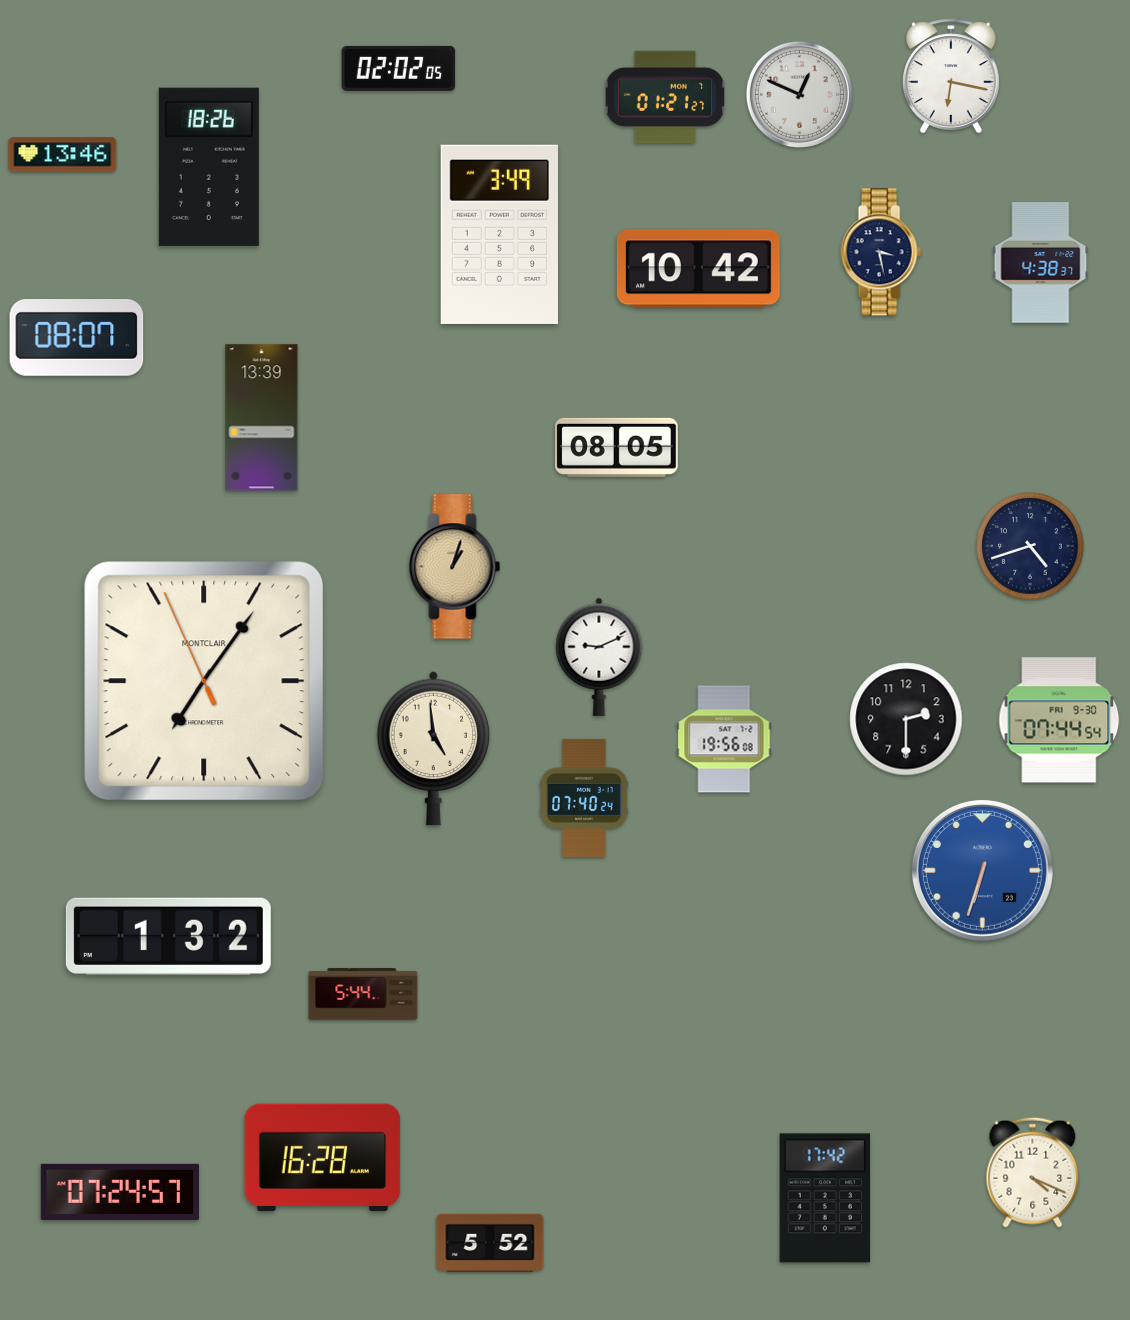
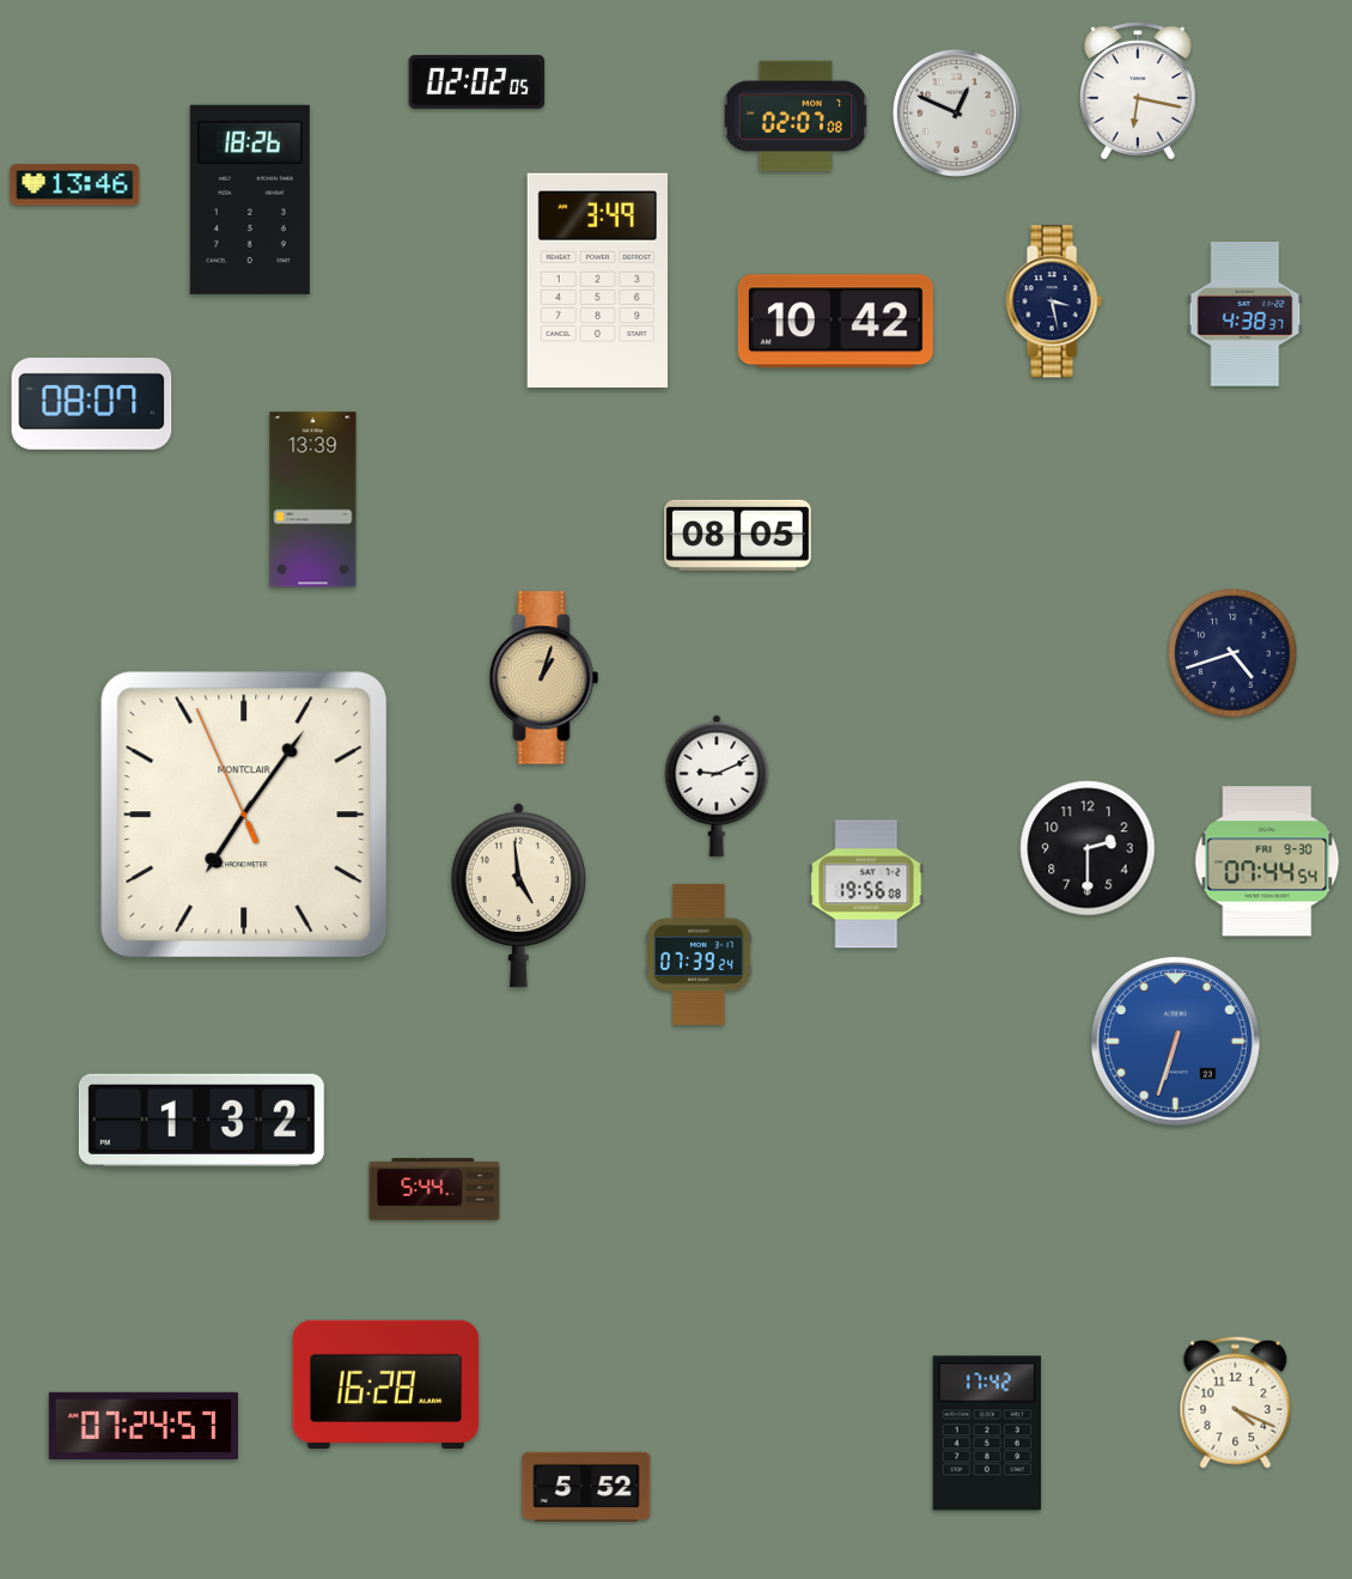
clock at (665, 97): 01:21 -> 02:07
clock at (906, 719) position: (906, 719) -> (1088, 848)
clock at (585, 798): 07:40 -> 07:39
